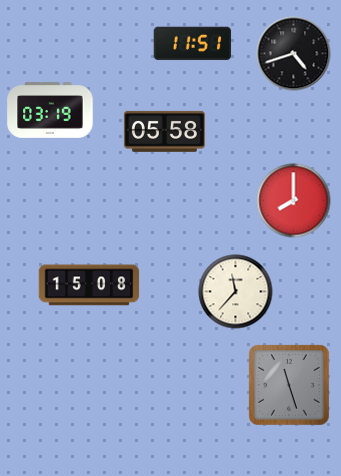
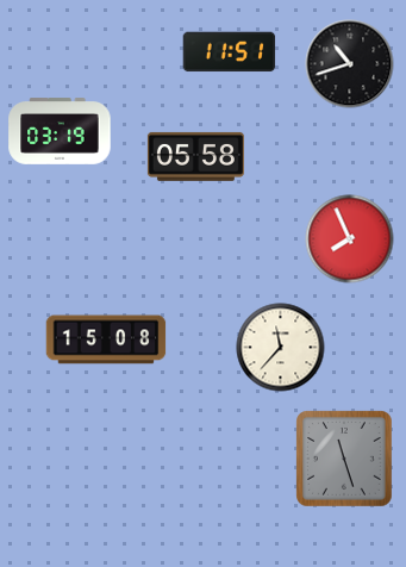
clock at (294, 54): 4:42 -> 10:42
clock at (294, 201): 8:00 -> 7:56
